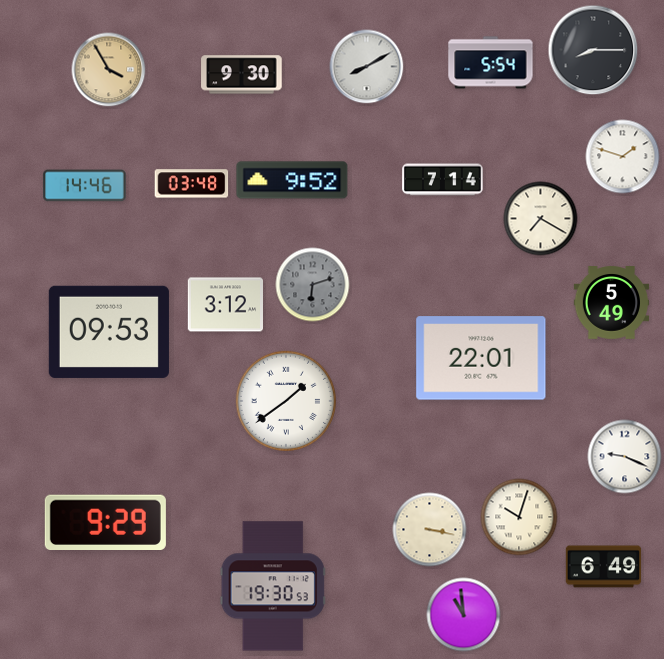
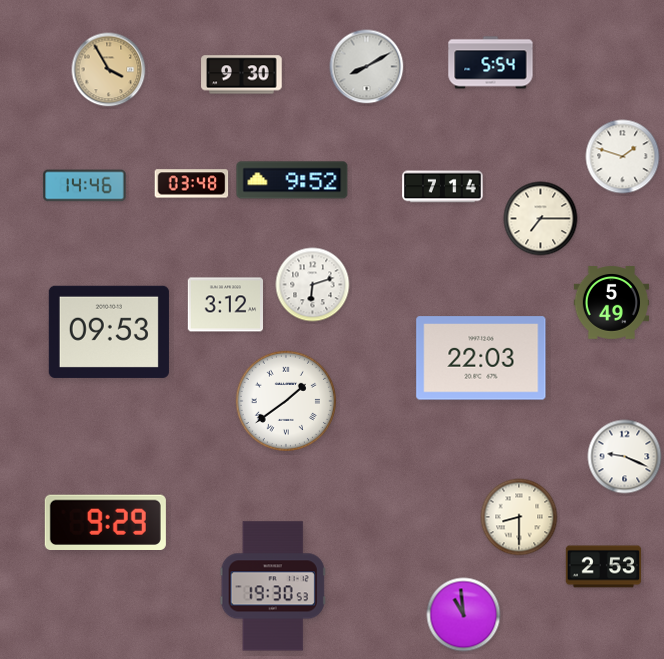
clock at (593, 50): 8:15 -> none
clock at (443, 180) position: (443, 180) -> (443, 187)
clock at (541, 219): 7:20 -> 7:15
clock at (313, 285) dial: grey -> white
clock at (481, 358): 22:01 -> 22:03
clock at (519, 517): 10:03 -> 8:30
clock at (430, 530): 3:17 -> none
clock at (604, 567): 6:49 -> 2:53
